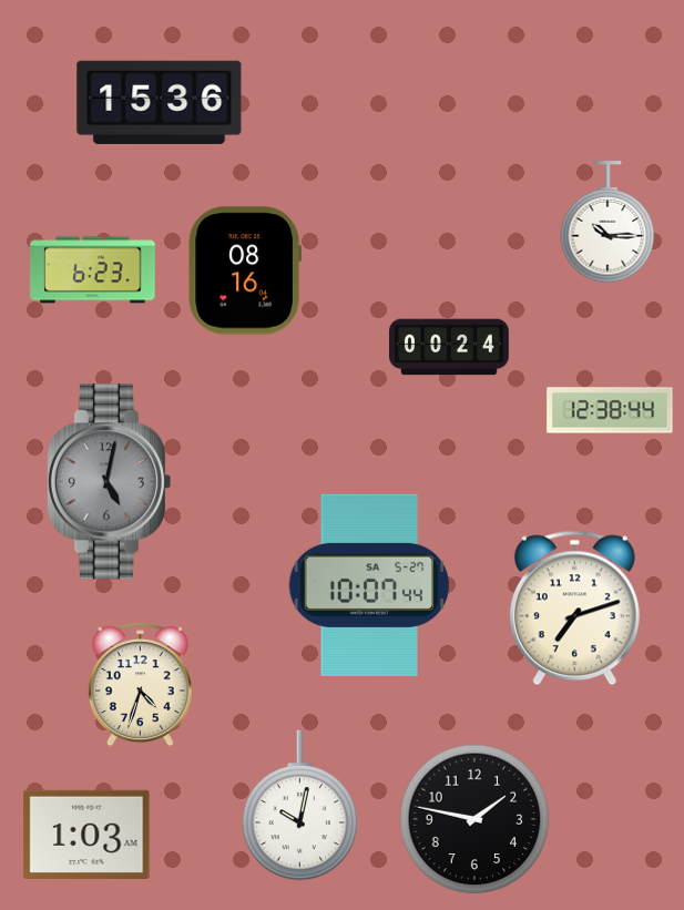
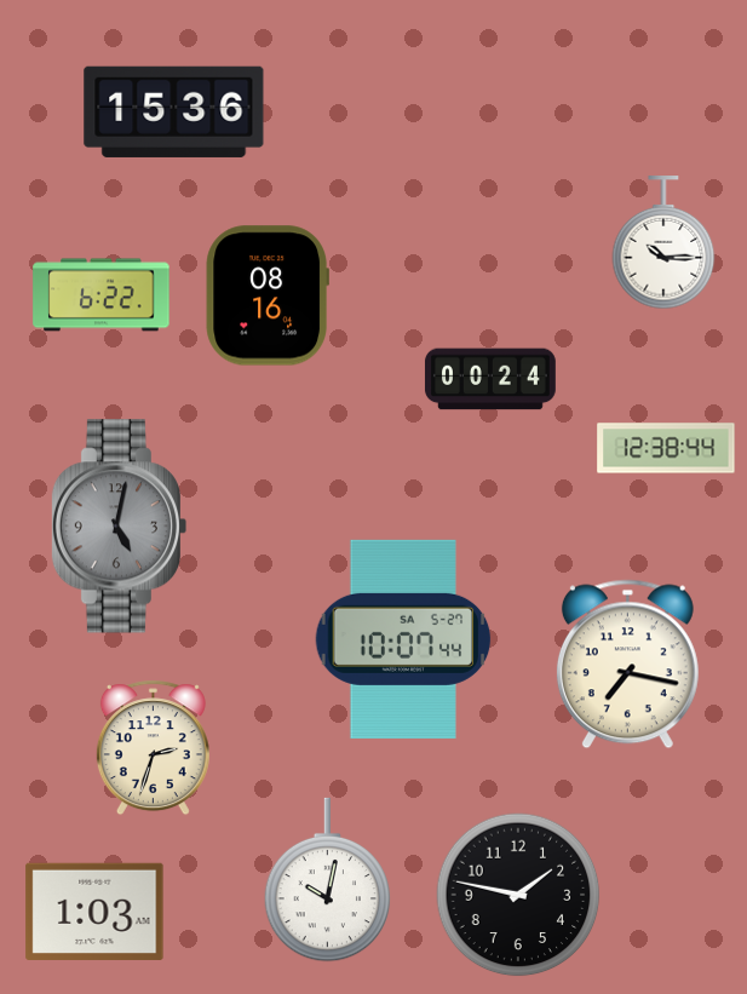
clock at (93, 270): 6:23 -> 6:22
clock at (574, 609): 7:12 -> 7:17
clock at (140, 685): 4:33 -> 2:33
